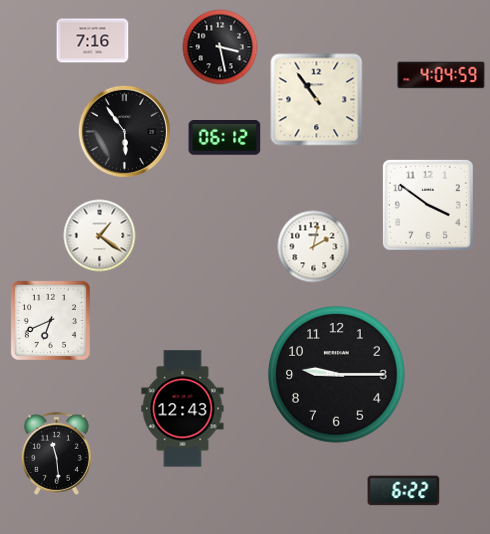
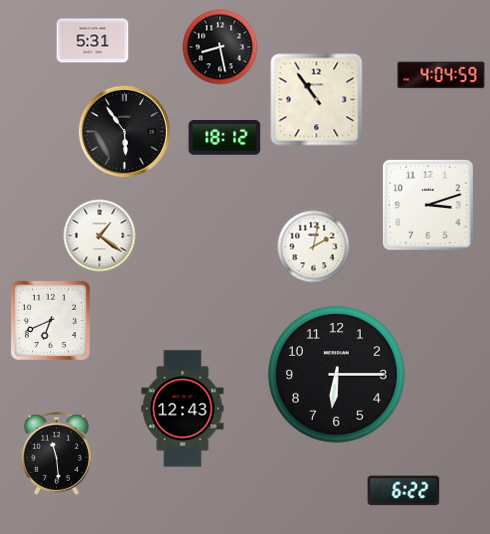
clock at (93, 41): 7:16 -> 5:31
clock at (220, 47): 3:28 -> 8:28
clock at (225, 138): 06:12 -> 18:12
clock at (428, 205): 3:51 -> 3:12
clock at (337, 375): 9:15 -> 6:15
